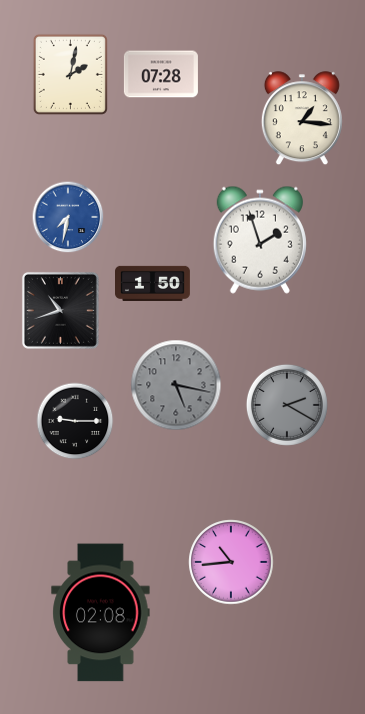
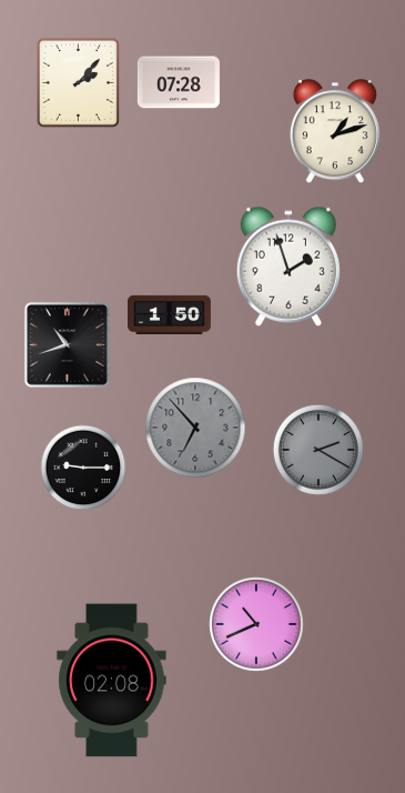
clock at (70, 74): 2:02 -> 2:07
clock at (302, 119): 1:16 -> 1:12
clock at (68, 217): 7:32 -> none
clock at (176, 385): 5:17 -> 6:53
clock at (231, 562): 10:44 -> 10:41
